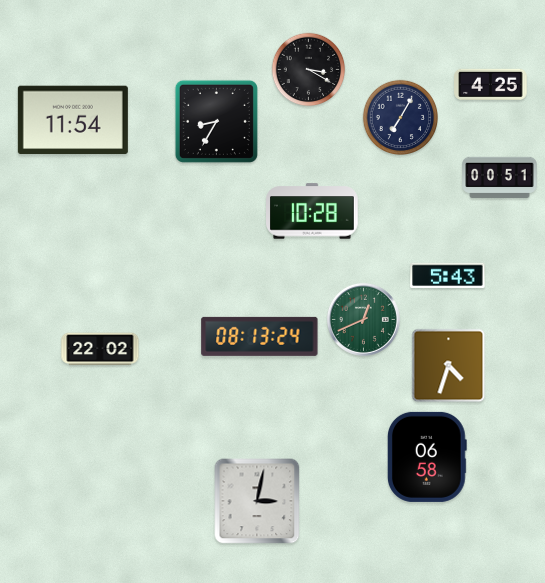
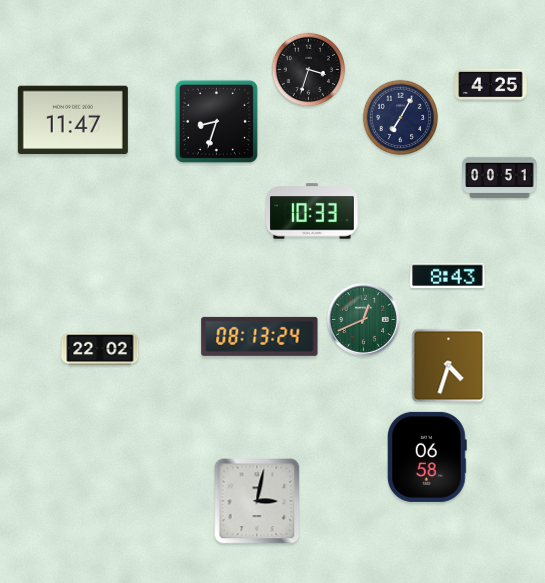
clock at (309, 70): 3:20 -> 3:33
clock at (73, 120): 11:54 -> 11:47
clock at (216, 121): 8:35 -> 8:33
clock at (313, 211): 10:28 -> 10:33
clock at (448, 275): 5:43 -> 8:43
